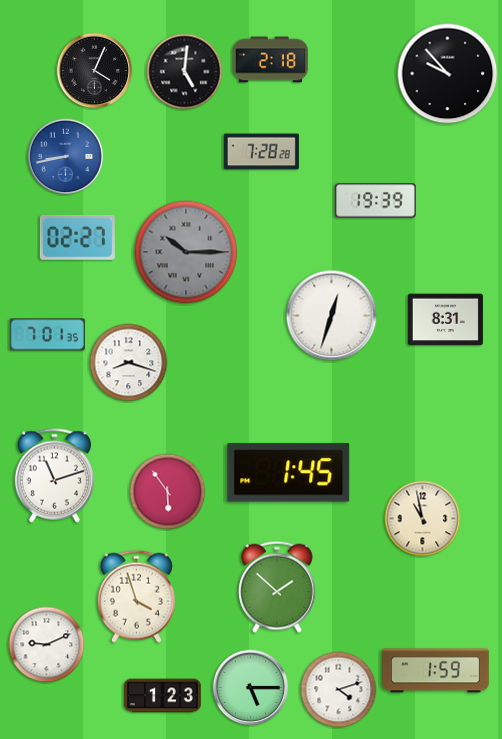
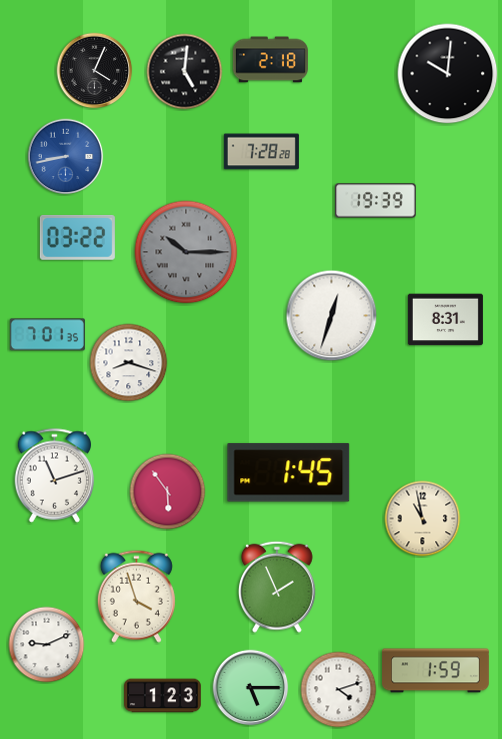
clock at (448, 74): 9:53 -> 10:01
clock at (77, 237): 02:27 -> 03:22
clock at (277, 587): 1:52 -> 1:56
